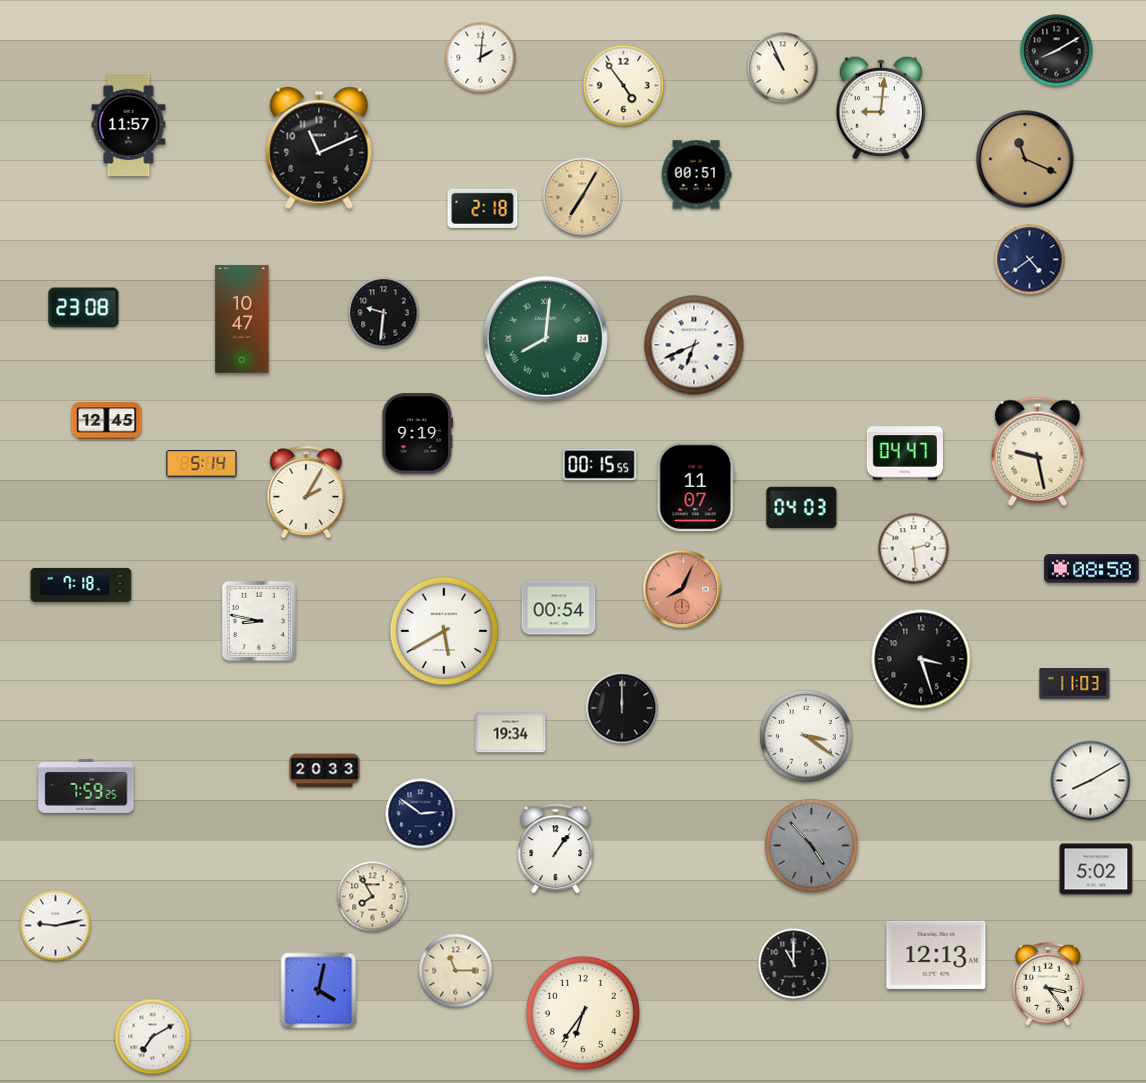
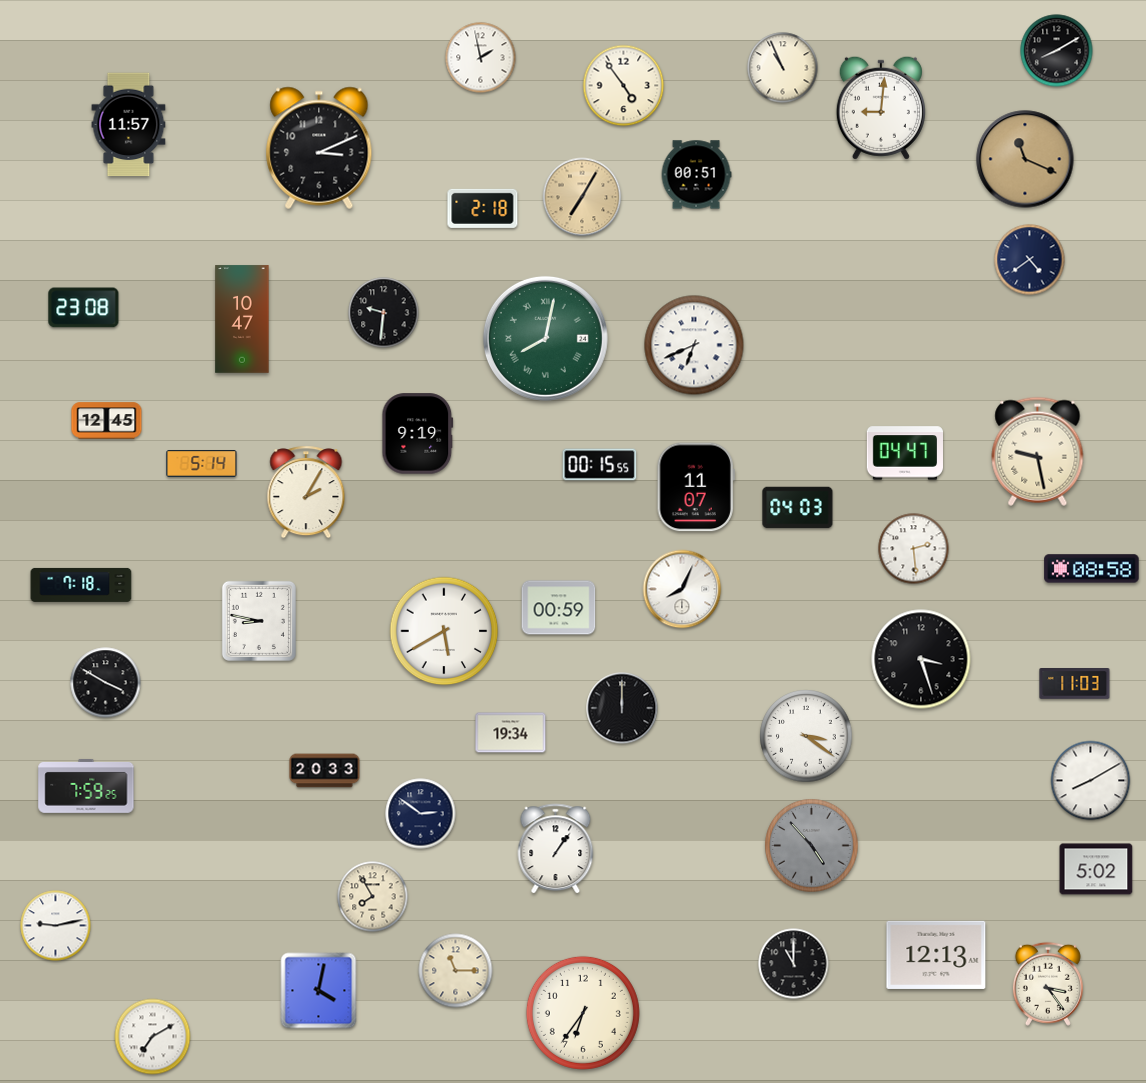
clock at (481, 58): 2:01 -> 1:58
clock at (319, 148): 11:11 -> 3:11
clock at (545, 338): 8:01 -> 8:02
clock at (802, 508) position: (802, 508) -> (798, 508)
clock at (682, 589) dial: salmon -> white
clock at (559, 608): 00:54 -> 00:59
clock at (106, 683): none -> 3:50
